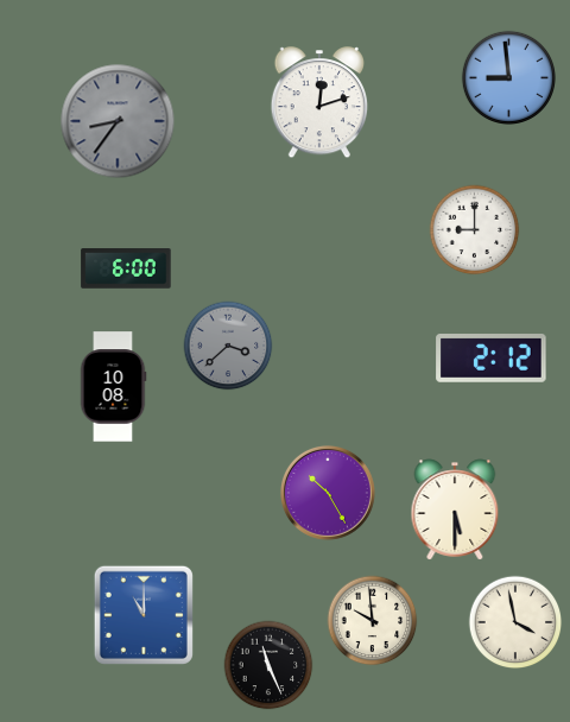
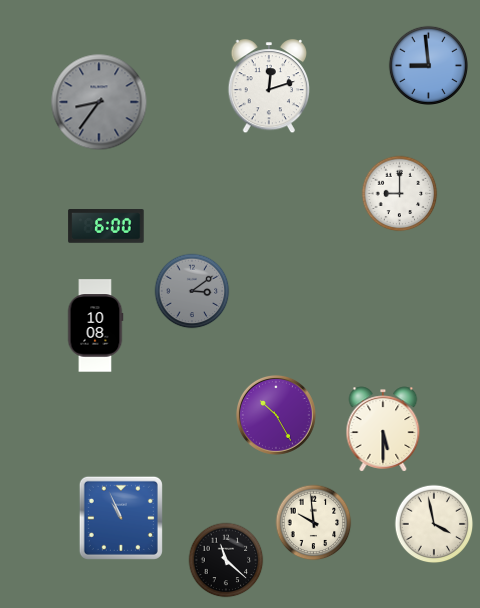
clock at (228, 346): 3:38 -> 3:09
clock at (492, 359): 2:12 -> none
clock at (144, 615): 11:00 -> 10:56
clock at (268, 665): 11:26 -> 11:22
